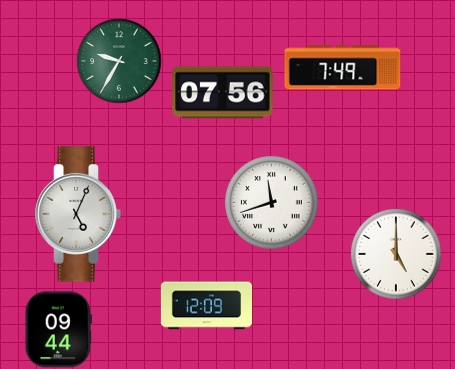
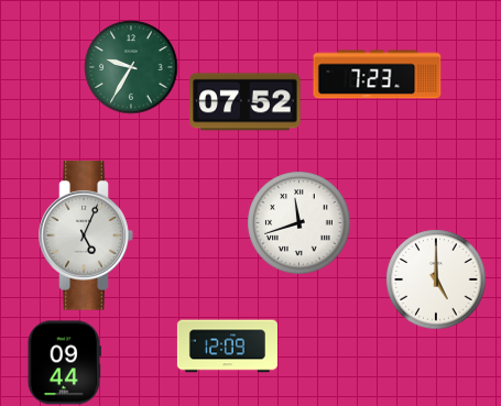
clock at (343, 68): 7:49 -> 7:23
clock at (223, 93): 07:56 -> 07:52
clock at (206, 306) position: (206, 306) -> (227, 347)
